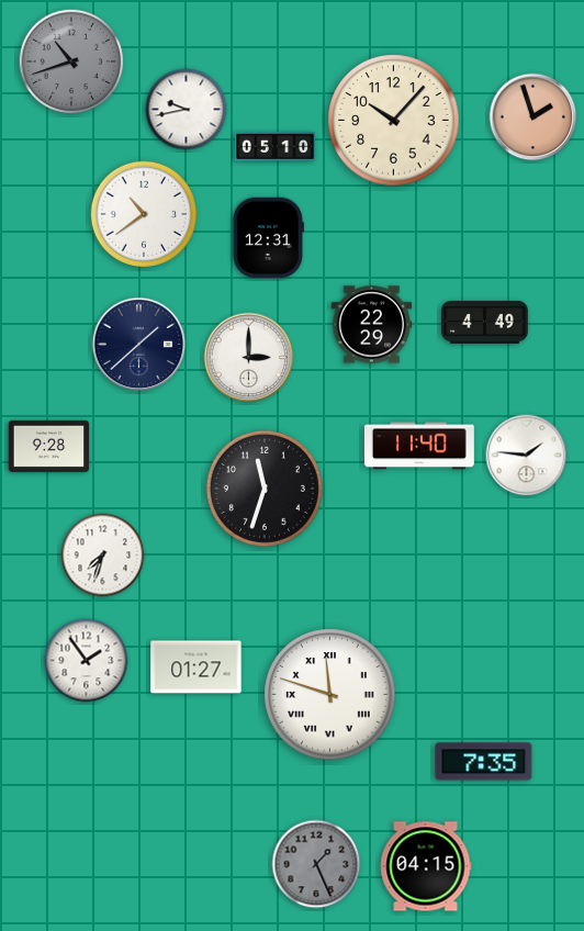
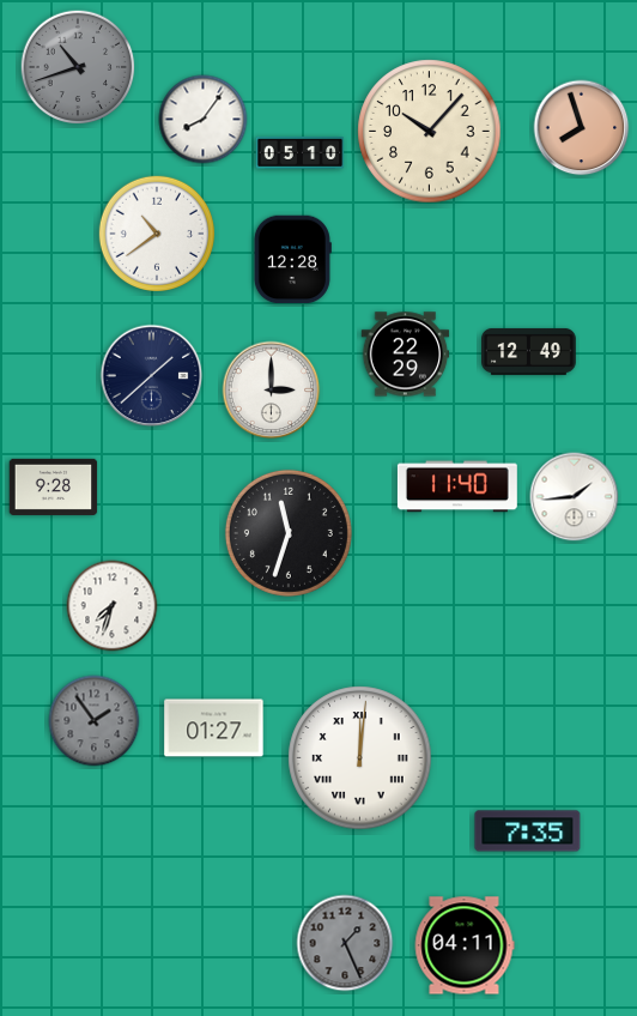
clock at (187, 110): 9:43 -> 8:06
clock at (534, 117): 1:57 -> 7:57
clock at (276, 147) position: (276, 147) -> (301, 153)
clock at (268, 238): 12:31 -> 12:28
clock at (485, 322): 4:49 -> 12:49
clock at (527, 456): 1:46 -> 1:44
clock at (87, 661) dial: white -> grey
clock at (330, 695): 11:48 -> 12:01
clock at (426, 866): 04:15 -> 04:11
